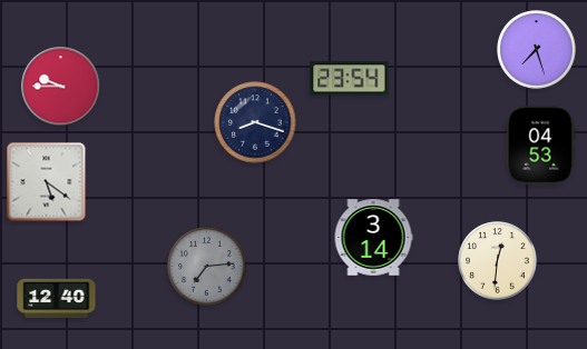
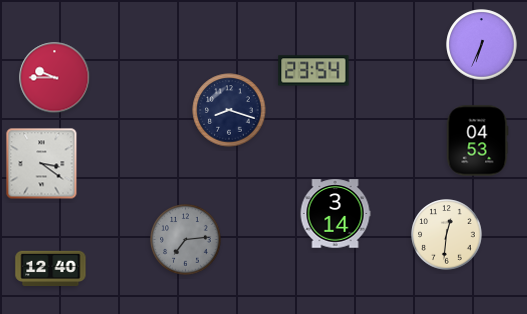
clock at (537, 50): 7:27 -> 6:34
clock at (540, 146) position: (540, 146) -> (477, 141)
clock at (47, 182): 5:21 -> 3:21
